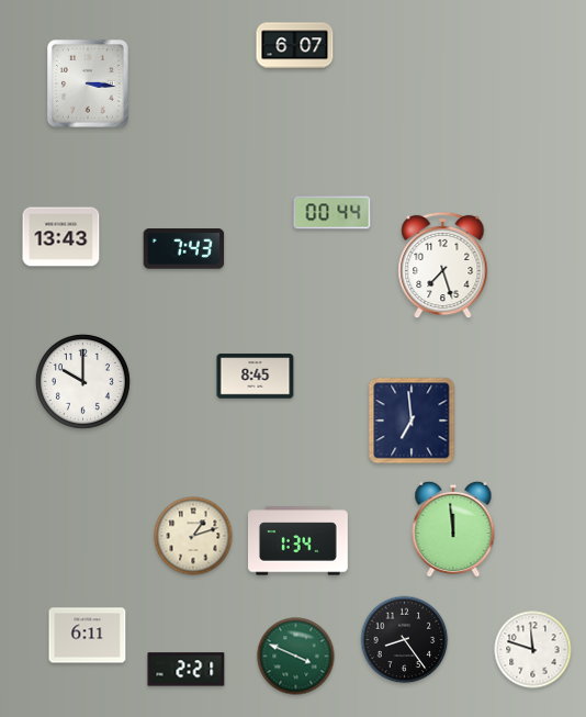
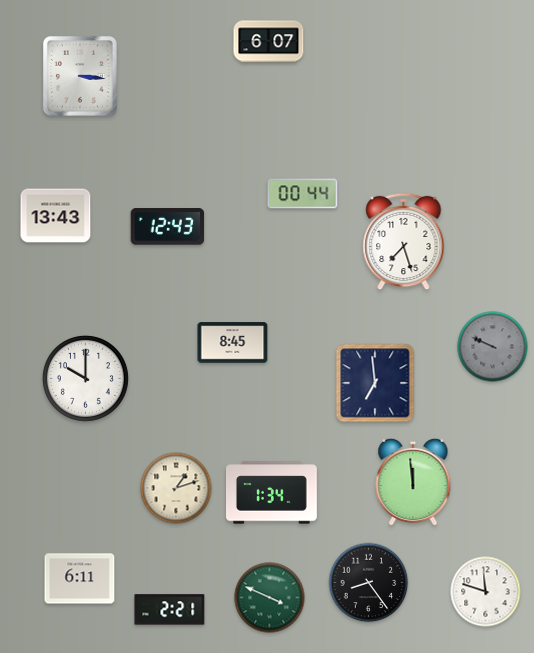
clock at (184, 249): 7:43 -> 12:43
clock at (82, 381) position: (82, 381) -> (85, 378)
clock at (493, 347): none -> 9:49
